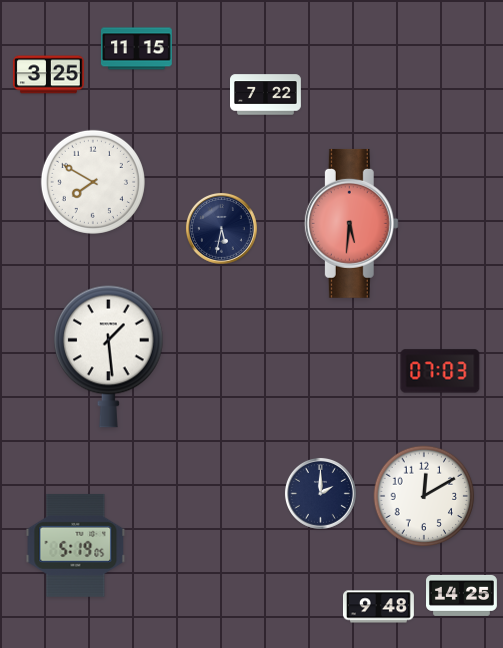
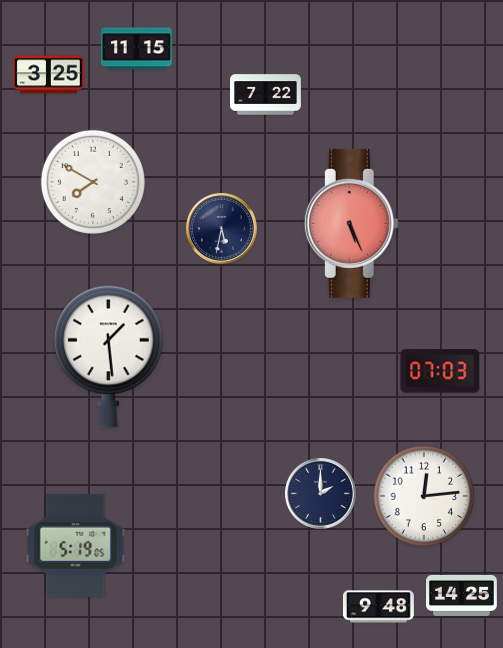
clock at (351, 223): 5:31 -> 5:26
clock at (424, 496): 12:10 -> 12:14
